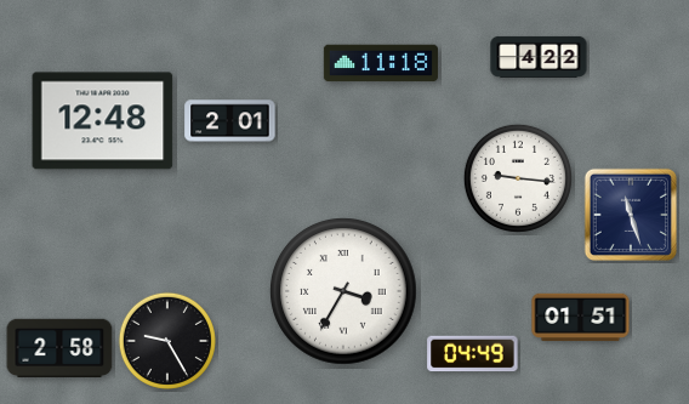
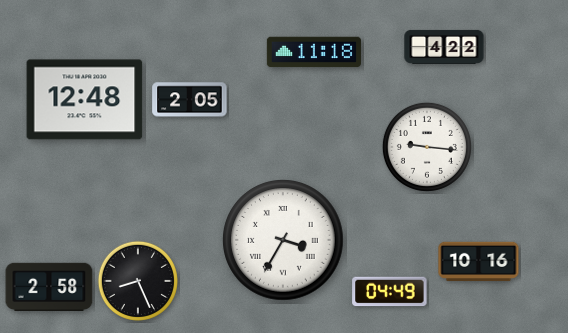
clock at (230, 121): 2:01 -> 2:05
clock at (630, 214): 11:27 -> none
clock at (581, 318): 01:51 -> 10:16
clock at (166, 340): 9:25 -> 8:26
